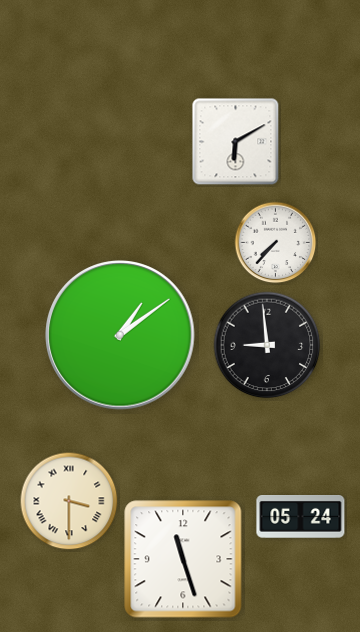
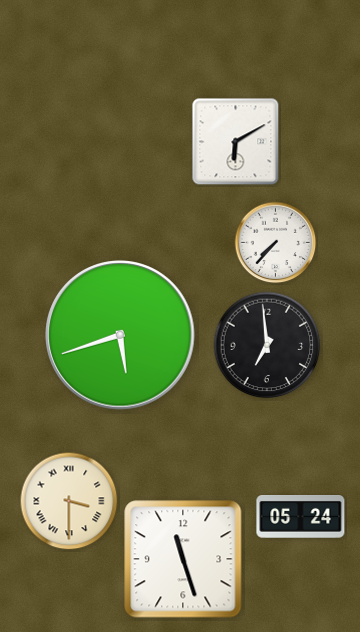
clock at (120, 335): 1:09 -> 5:42
clock at (267, 345): 8:59 -> 6:59
